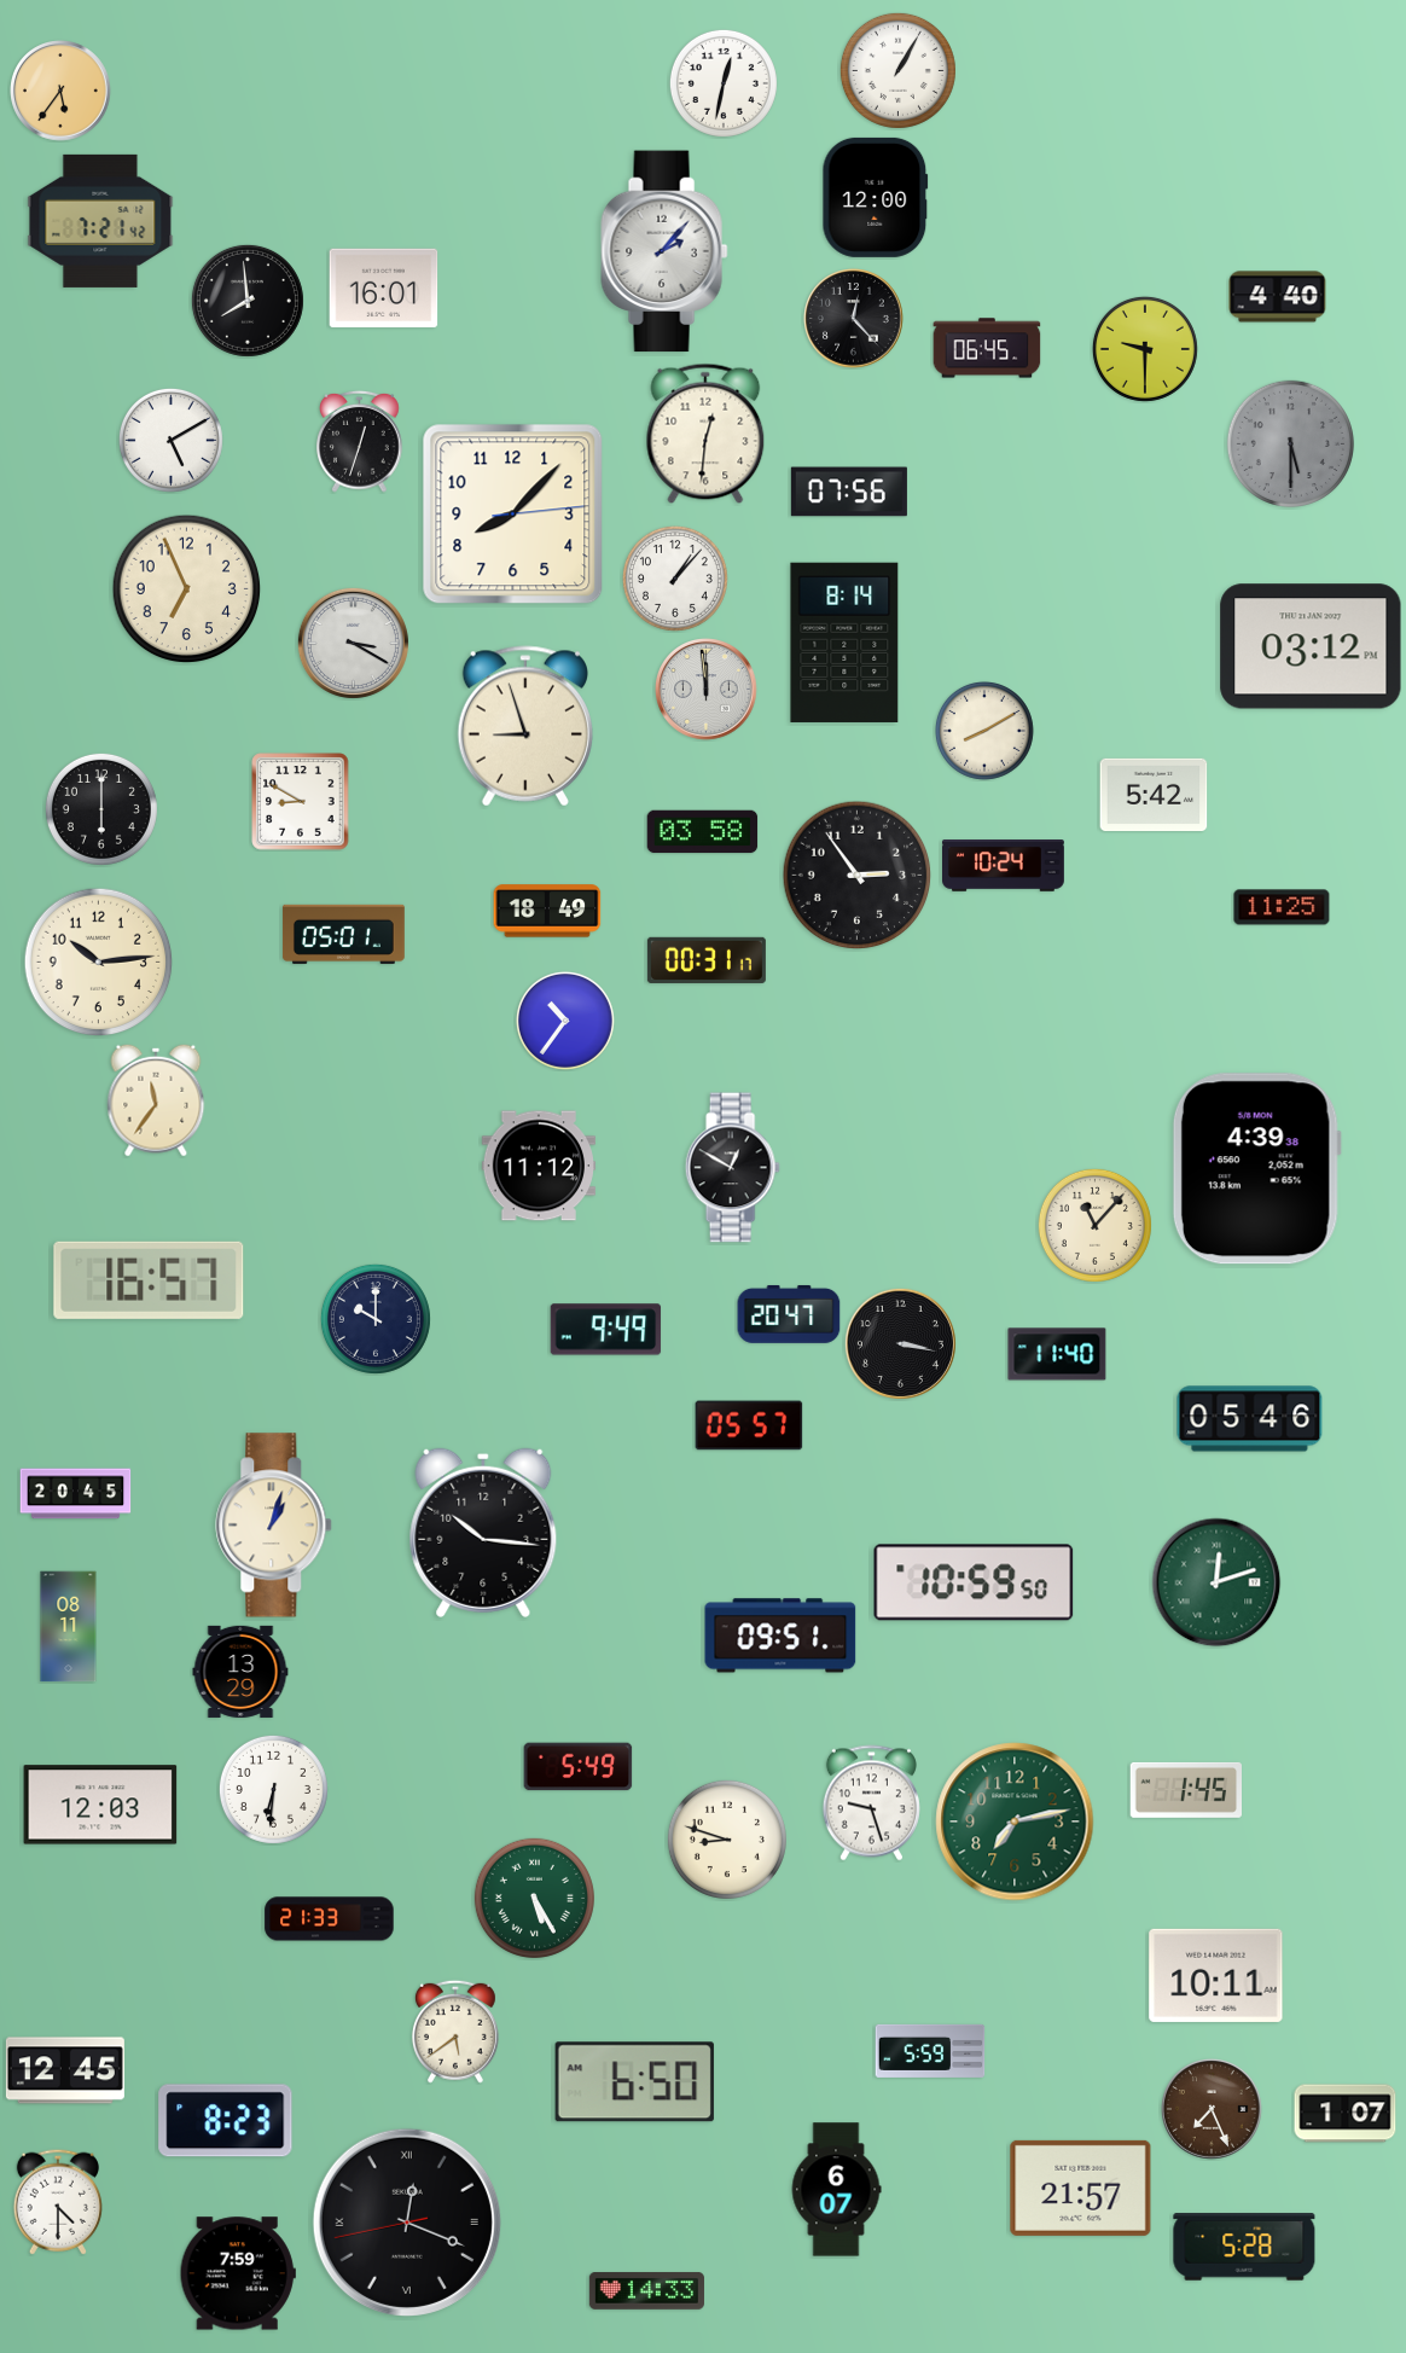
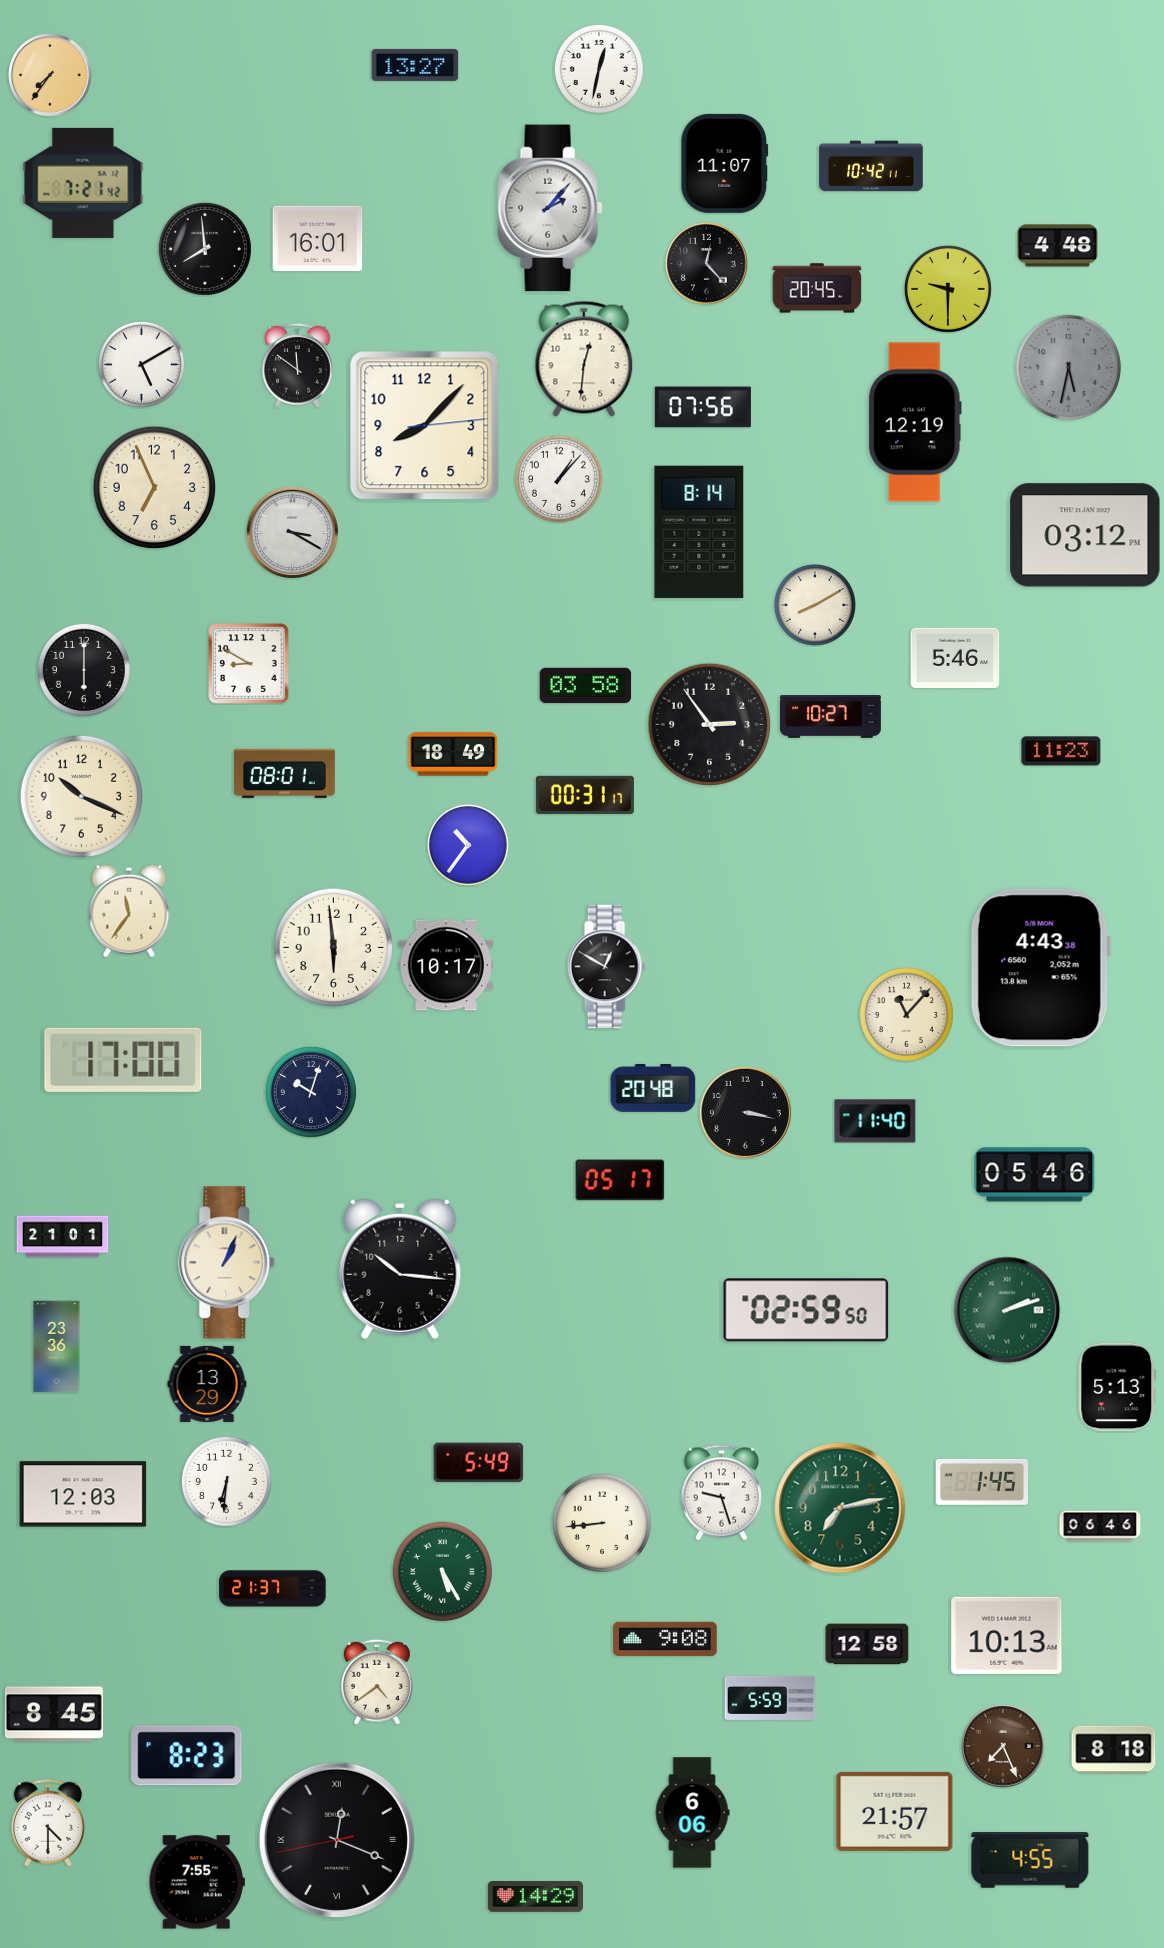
clock at (897, 70): 1:05 -> none
clock at (415, 65): none -> 13:27
clock at (60, 91): 5:36 -> 7:36
clock at (876, 197): 12:00 -> 11:07
clock at (871, 166): none -> 10:42
clock at (1278, 297): 4:40 -> 4:48
clock at (987, 348): 06:45 -> 20:45
clock at (360, 441): 12:33 -> 11:51
clock at (1290, 443): 5:30 -> 5:32
clock at (915, 422): none -> 12:19
clock at (707, 690): 11:59 -> none
clock at (525, 726): 8:57 -> none
clock at (1154, 794): 5:42 -> 5:46
clock at (703, 832) position: (703, 832) -> (586, 686)
clock at (1004, 866): 10:24 -> 10:27
clock at (1282, 907): 11:25 -> 11:23
clock at (343, 934): 05:01 -> 08:01
clock at (99, 963): 10:14 -> 10:19
clock at (334, 948): none -> 5:59
clock at (538, 1166): 11:12 -> 10:17
clock at (1256, 1169): 4:39 -> 4:43
clock at (149, 1280): 16:57 -> 17:00
clock at (789, 1314): 20:47 -> 20:48
clock at (376, 1319): 10:00 -> 10:03
clock at (606, 1330): 9:49 -> none
clock at (749, 1425): 05:57 -> 05:17
clock at (76, 1494): 20:45 -> 21:01
clock at (274, 1526): 1:03 -> 1:04
clock at (974, 1582): 10:59 -> 02:59
clock at (1216, 1582): 12:12 -> 2:12
clock at (69, 1627): 08:11 -> 23:36
clock at (780, 1636): 09:51 -> none
clock at (240, 1672) position: (240, 1672) -> (207, 1384)
clock at (1117, 1387): none -> 5:13
clock at (727, 1840): 8:48 -> 8:44
clock at (1100, 1526): none -> 06:46
clock at (330, 1919): 21:33 -> 21:37
clock at (1216, 1975): 10:11 -> 10:13
clock at (665, 1639): none -> 9:08
clock at (867, 1644): none -> 12:58
clock at (455, 2032): 5:39 -> 4:39
clock at (65, 2070): 12:45 -> 8:45
clock at (634, 2082): 6:50 -> none
clock at (1346, 2114): 1:07 -> 8:18
clock at (836, 2190): 6:07 -> 6:06
clock at (1244, 2247): 5:28 -> 4:55
clock at (238, 2273): 7:59 -> 7:55
clock at (646, 2291): 14:33 -> 14:29
